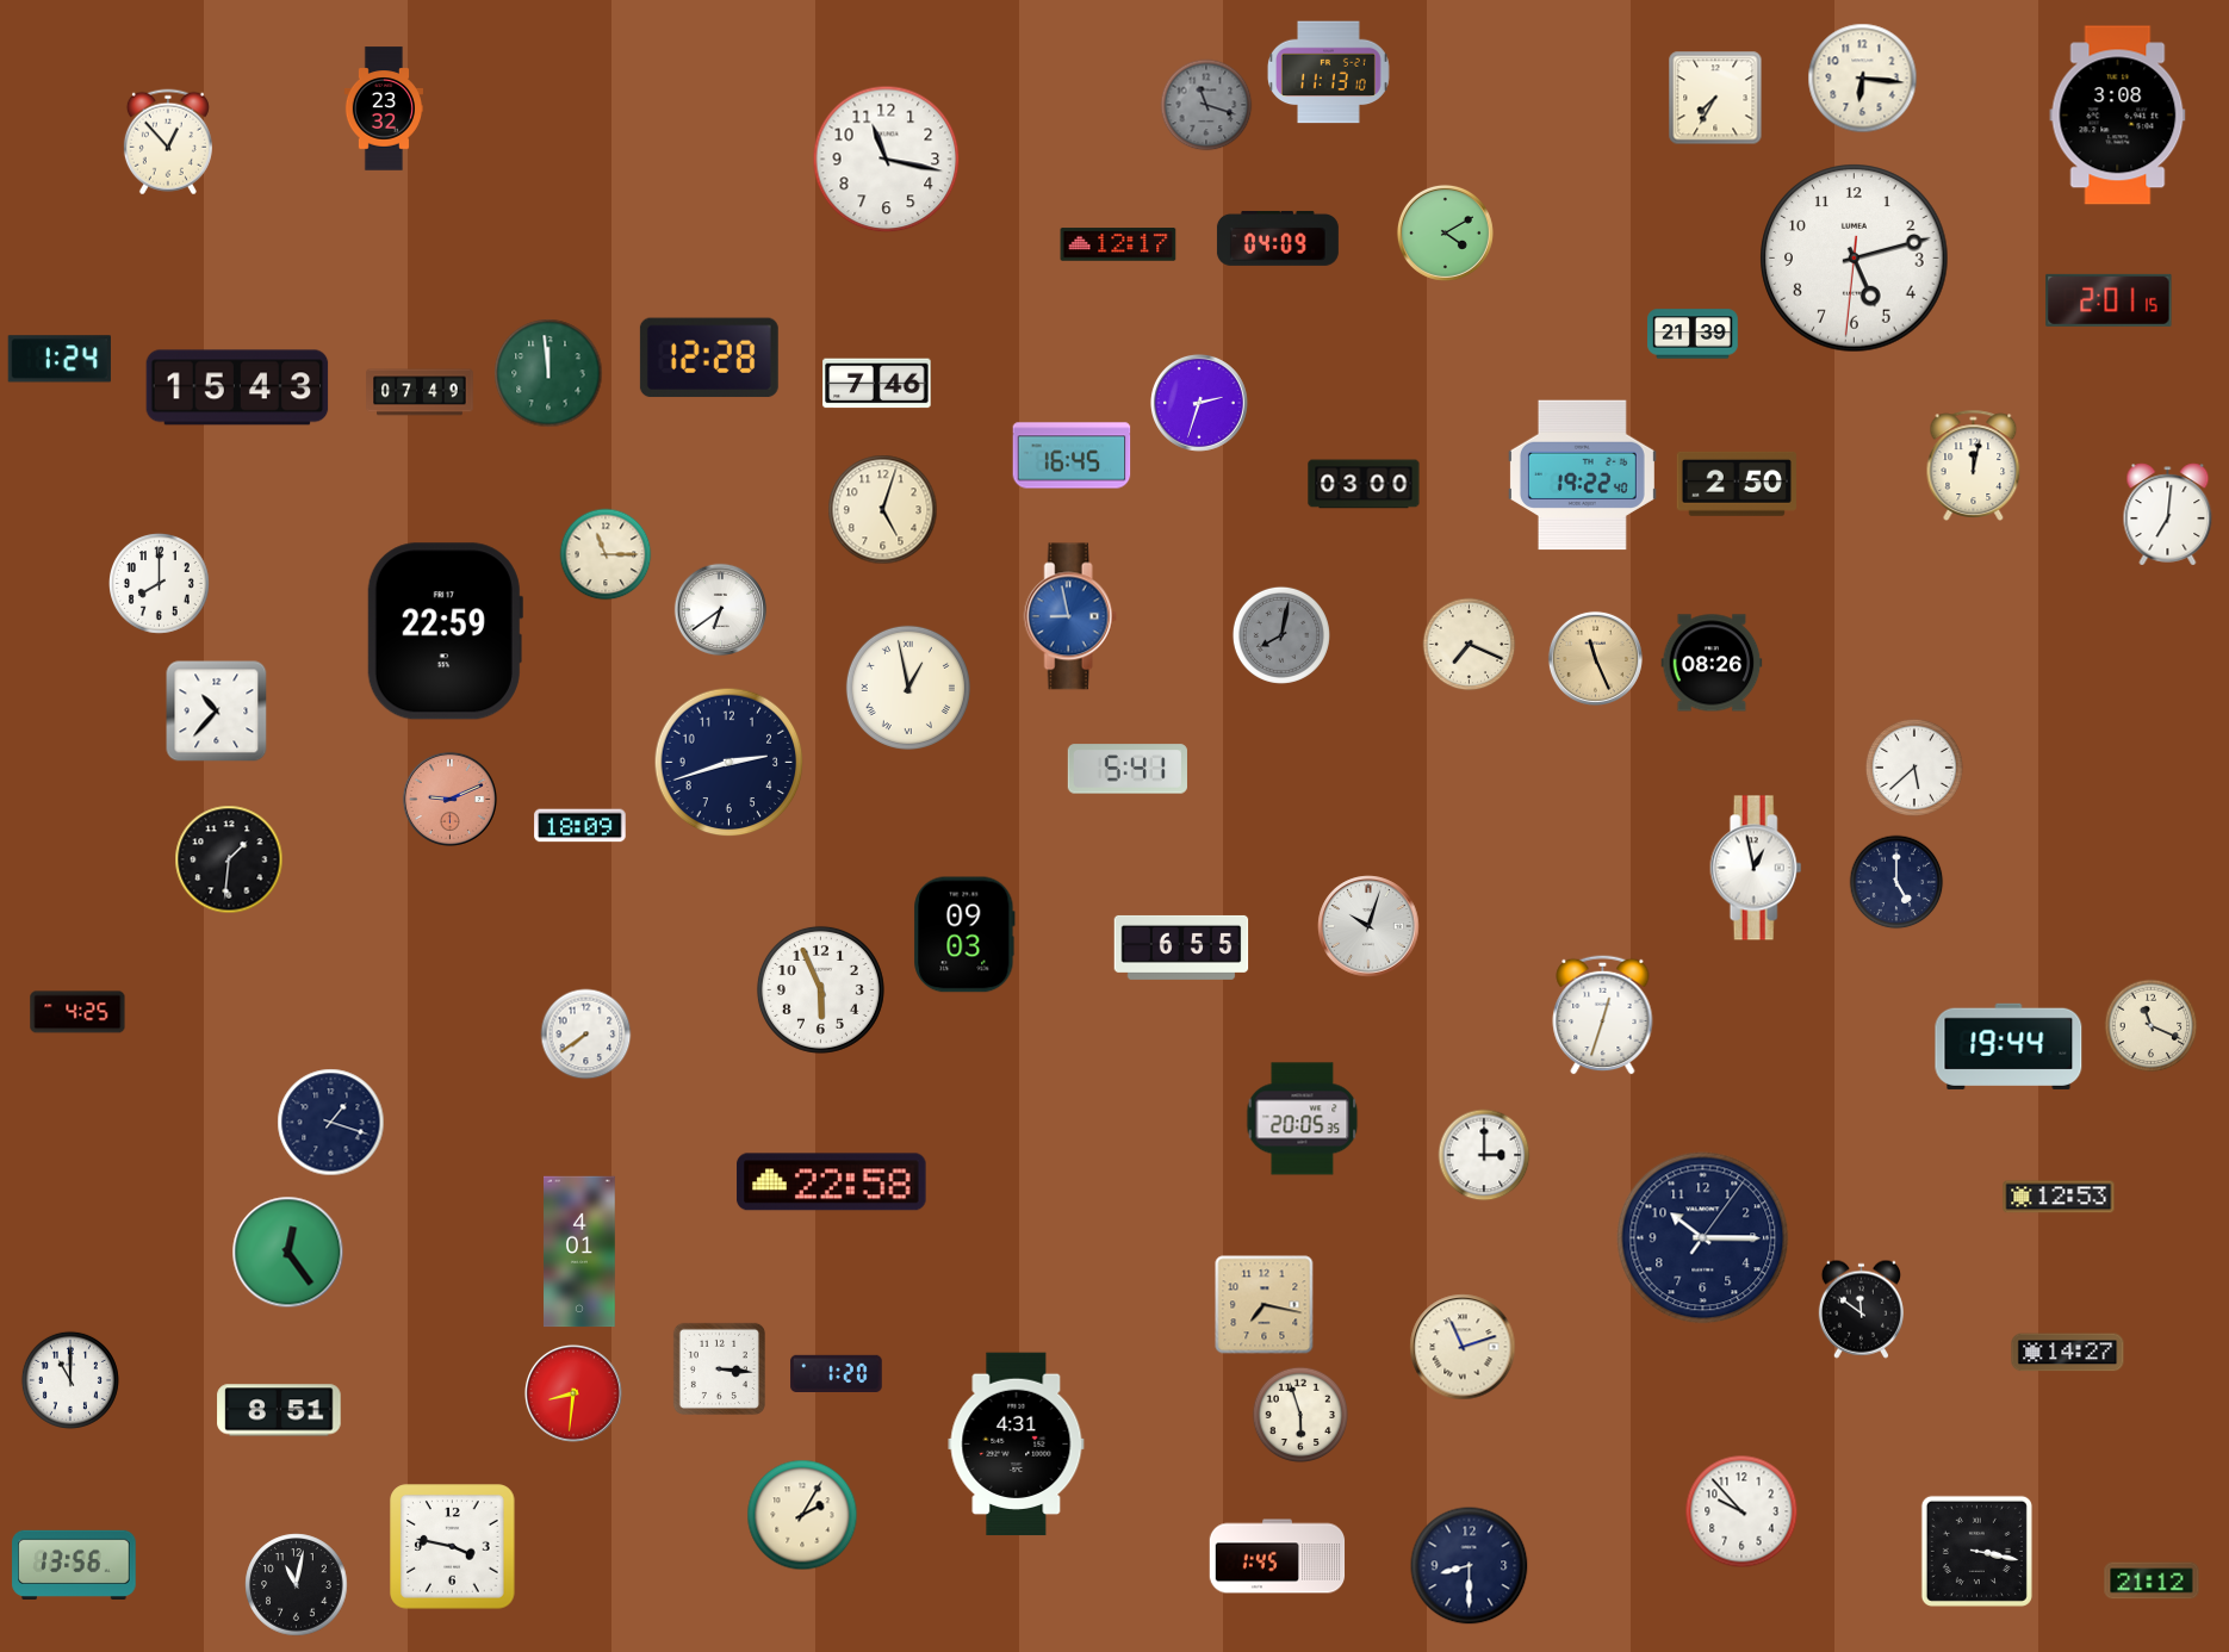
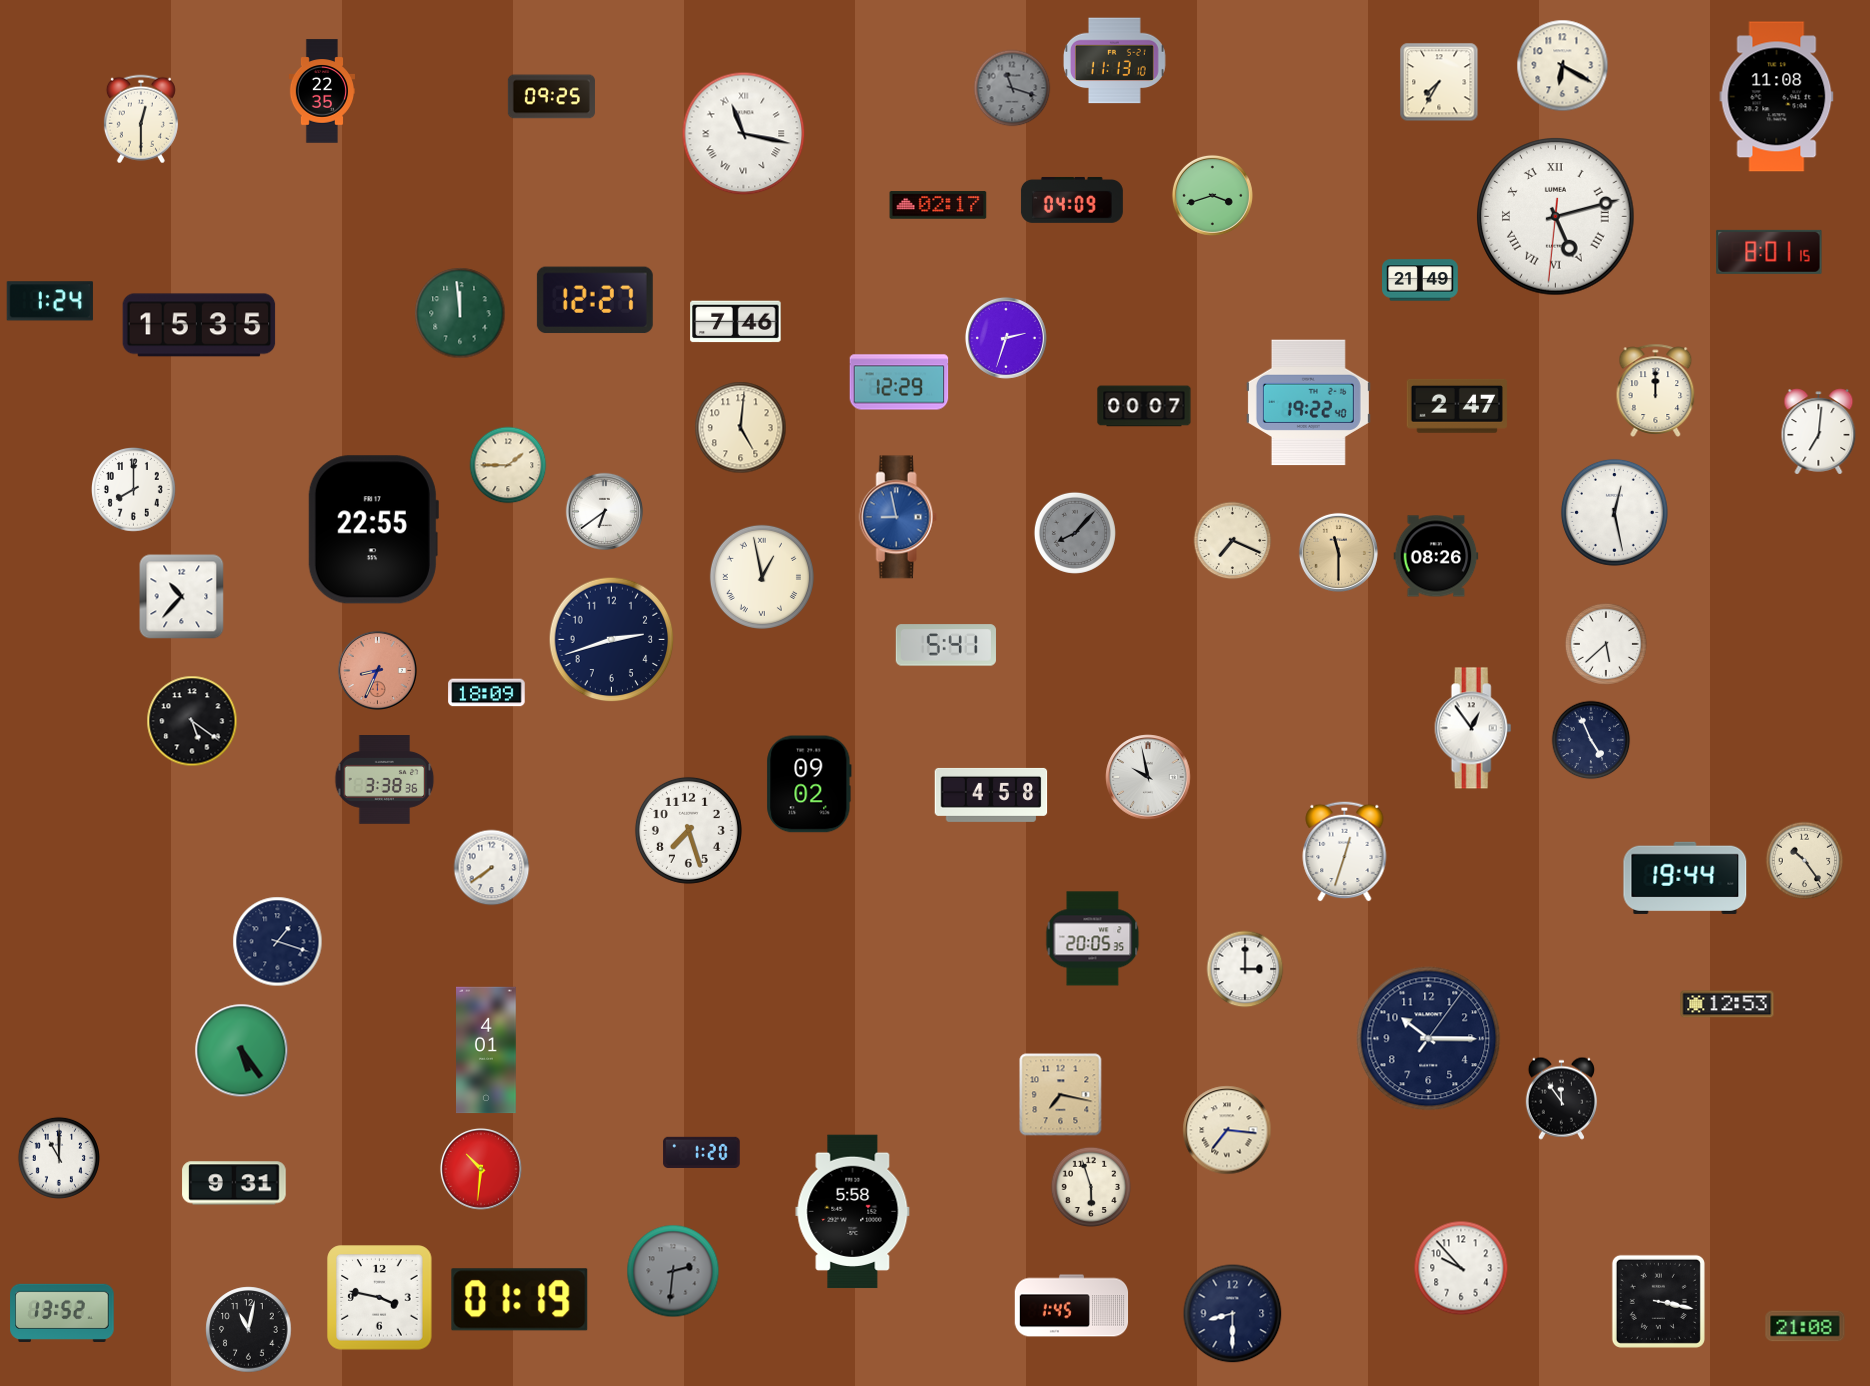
clock at (1863, 79): 6:16 -> 6:20
clock at (384, 108): 23:32 -> 22:35
clock at (551, 97): none -> 09:25
clock at (2118, 116): 3:08 -> 11:08
clock at (168, 142): 12:53 -> 12:30
clock at (887, 160) numerals: Arabic -> Roman
clock at (1445, 232): 4:10 -> 3:42
clock at (1118, 244): 12:17 -> 02:17
clock at (1855, 259) numerals: Arabic -> Roman
clock at (2109, 300): 2:01 -> 8:01
clock at (1693, 334): 21:39 -> 21:49
clock at (709, 358): 12:28 -> 12:27
clock at (237, 387): 15:43 -> 15:35
clock at (420, 392): 07:49 -> none
clock at (1072, 455): 16:45 -> 12:29
clock at (1974, 465): 12:02 -> 12:00
clock at (1582, 476) position: (1582, 476) -> (1308, 403)
clock at (1364, 484): 03:00 -> 00:07
clock at (1737, 484): 2:50 -> 2:47
clock at (883, 510): 5:03 -> 5:01
clock at (606, 554): 11:15 -> 1:45
clock at (1614, 512): none -> 12:28
clock at (445, 632): 22:59 -> 22:55
clock at (1281, 635): 8:02 -> 8:07
clock at (1595, 658): 11:26 -> 11:30
clock at (449, 799): 9:11 -> 8:34
clock at (229, 859): 1:31 -> 5:21
clock at (1756, 868): 12:58 -> 12:54
clock at (1896, 882): 5:00 -> 4:56
clock at (1368, 926): 10:03 -> 9:58
clock at (385, 780): none -> 3:38
clock at (964, 934): 09:03 -> 09:02
clock at (1181, 948): 6:55 -> 4:58
clock at (820, 989): 5:56 -> 7:27
clock at (77, 1012): 4:25 -> none
clock at (2152, 1026): 11:19 -> 10:24
clock at (832, 1182): 22:58 -> none
clock at (288, 1253): 12:24 -> 5:24
clock at (1861, 1309): 11:51 -> 11:54
clock at (1463, 1347): 11:12 -> 7:16
clock at (2068, 1353): 14:27 -> none
clock at (719, 1368): 3:16 -> none
clock at (573, 1393): 8:31 -> 10:31
clock at (279, 1410): 8:51 -> 9:31
clock at (1017, 1445): 4:31 -> 5:58
clock at (802, 1515): 2:05 -> 2:31
clock at (802, 1515) dial: cream -> grey
clock at (520, 1300): none -> 01:19
clock at (74, 1565): 13:56 -> 13:52
clock at (2152, 1580): 21:12 -> 21:08
